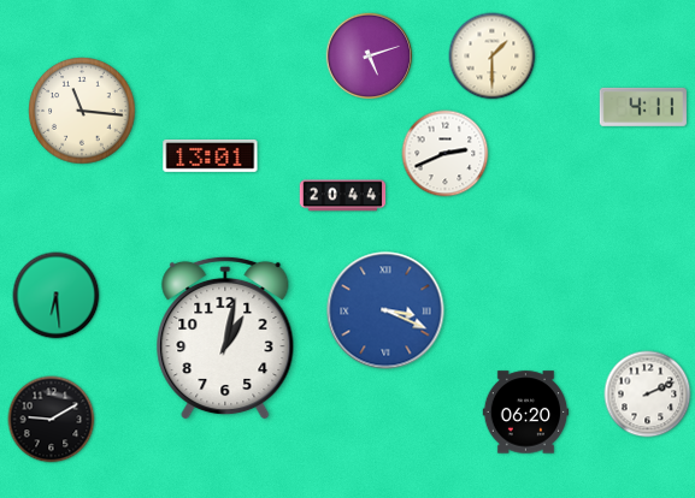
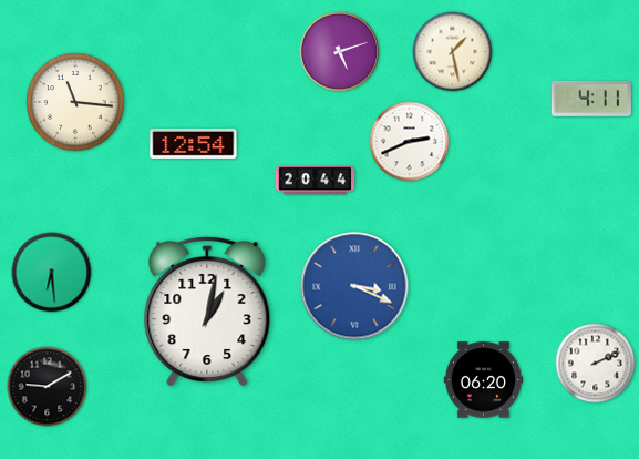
clock at (493, 57): 1:30 -> 1:28
clock at (211, 155): 13:01 -> 12:54
